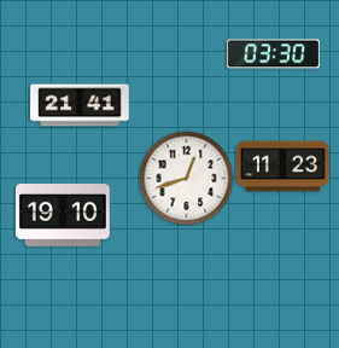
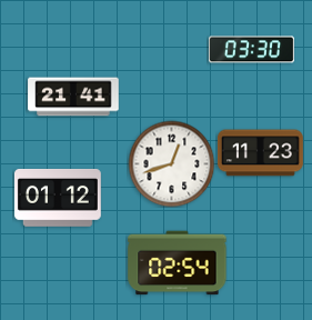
clock at (63, 215): 19:10 -> 01:12
clock at (178, 263): none -> 02:54
